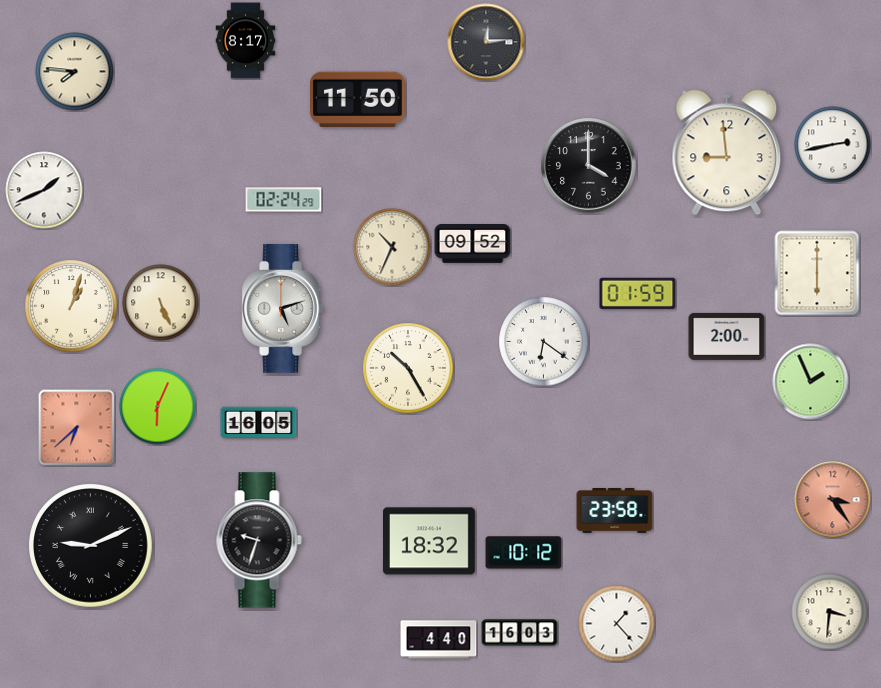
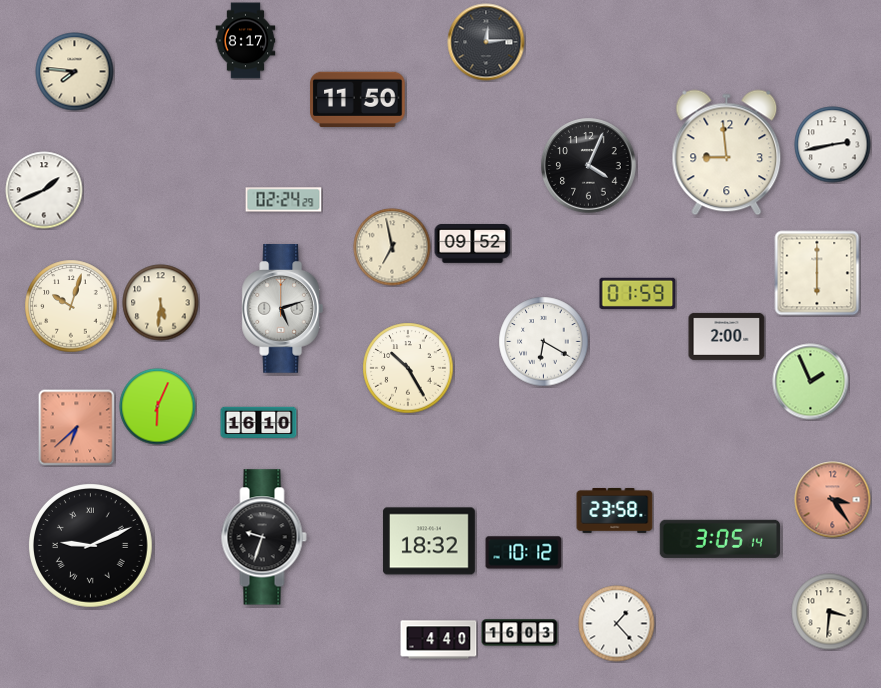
clock at (589, 166): 4:00 -> 4:04
clock at (392, 247): 10:34 -> 6:58
clock at (161, 303): 5:26 -> 5:31
clock at (71, 306): 1:03 -> 10:03
clock at (544, 342): 6:21 -> 6:20
clock at (259, 423): 16:05 -> 16:10
clock at (720, 539): none -> 3:05
clock at (259, 540) position: (259, 540) -> (264, 537)
